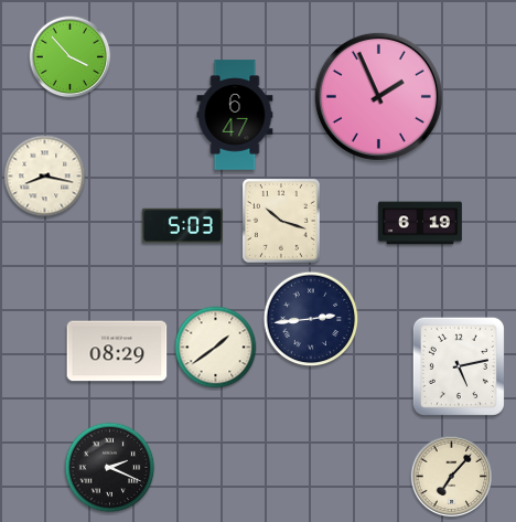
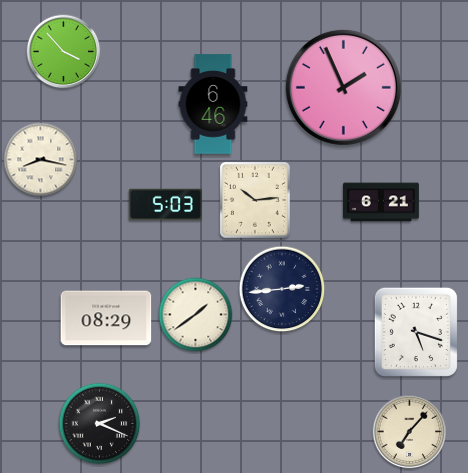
clock at (235, 115): 6:47 -> 6:46
clock at (281, 221): 10:18 -> 10:14
clock at (420, 223): 6:19 -> 6:21
clock at (459, 366): 5:13 -> 5:18
